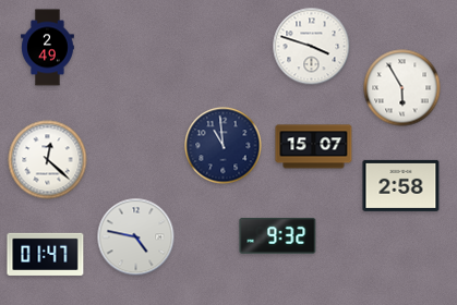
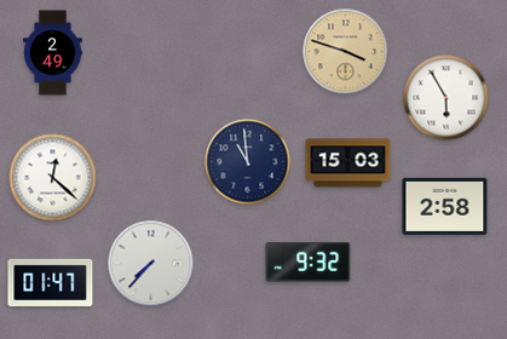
clock at (312, 47) dial: white -> champagne
clock at (314, 147): 15:07 -> 15:03
clock at (136, 237): 4:47 -> 7:37
